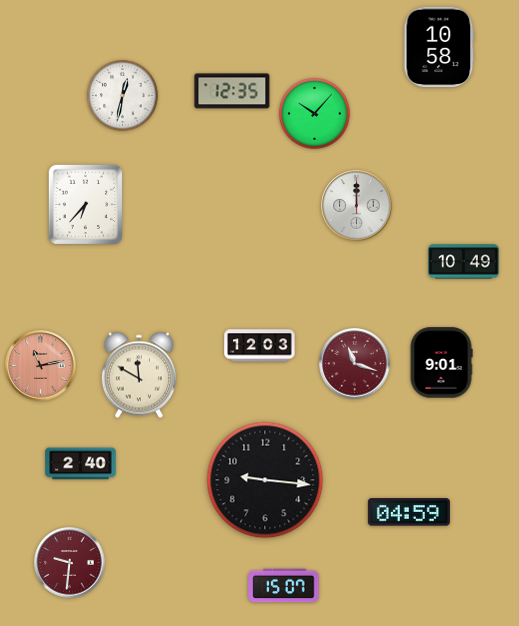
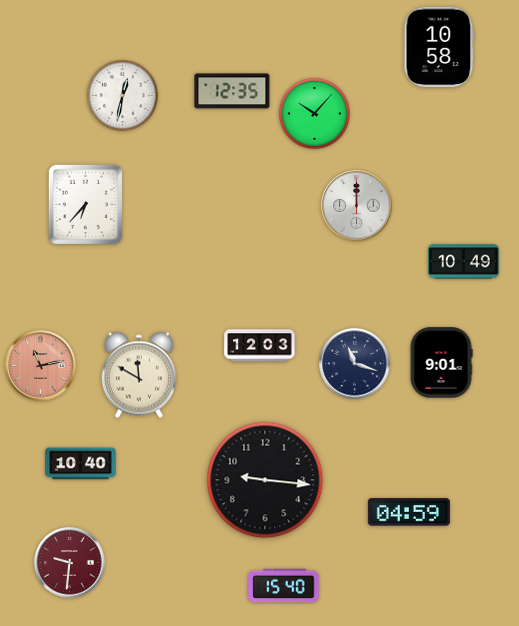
clock at (355, 364) dial: burgundy -> navy
clock at (81, 464): 2:40 -> 10:40
clock at (284, 586): 15:07 -> 15:40
